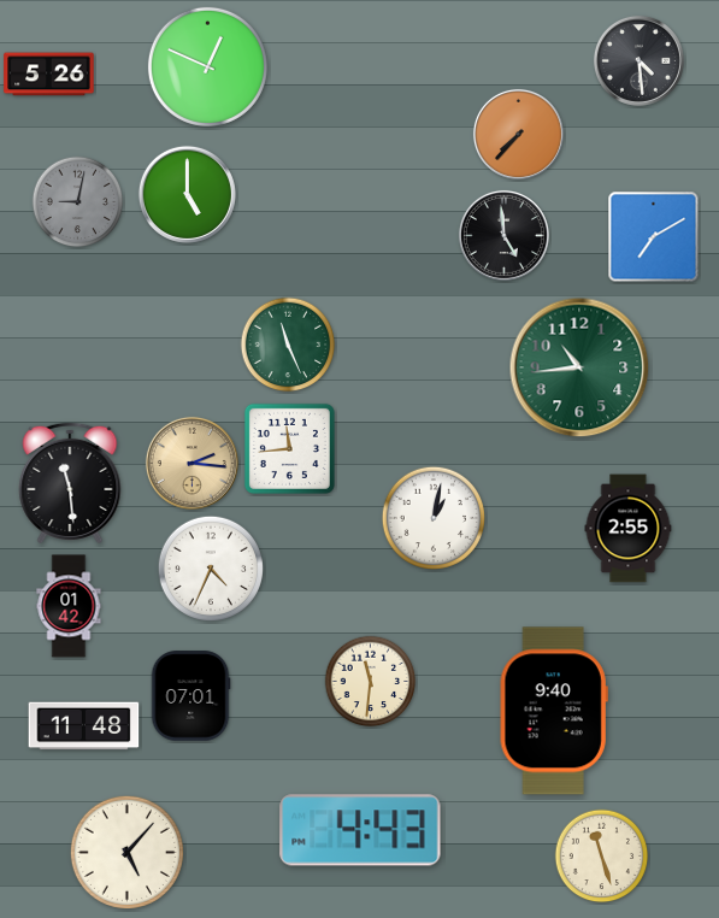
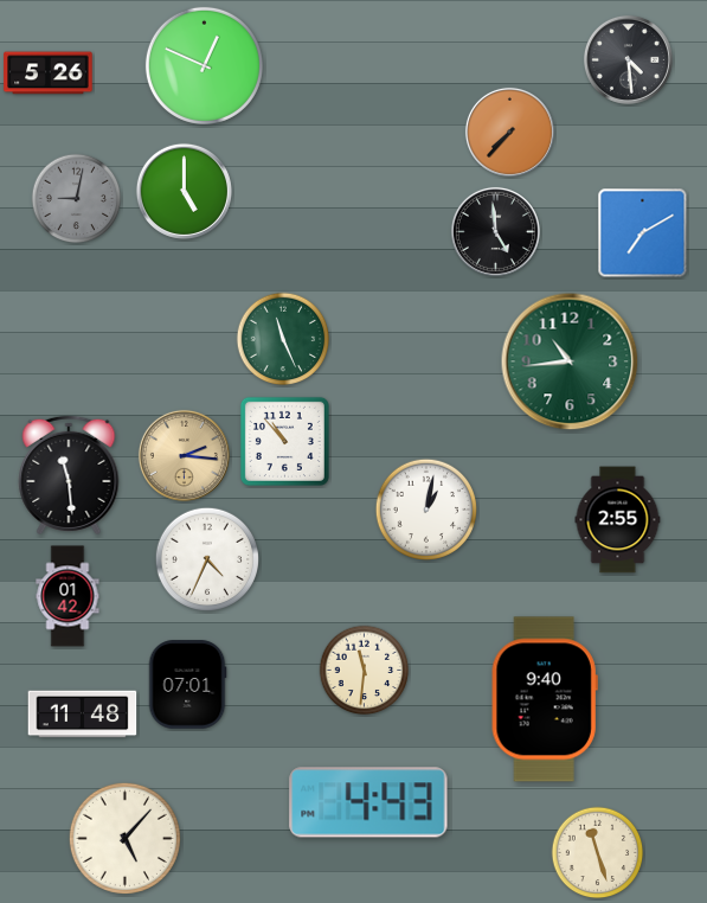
clock at (289, 448): 11:44 -> 10:53
clock at (191, 463) position: (191, 463) -> (184, 455)
clock at (360, 830) position: (360, 830) -> (368, 802)
clock at (602, 857) position: (602, 857) -> (598, 853)
